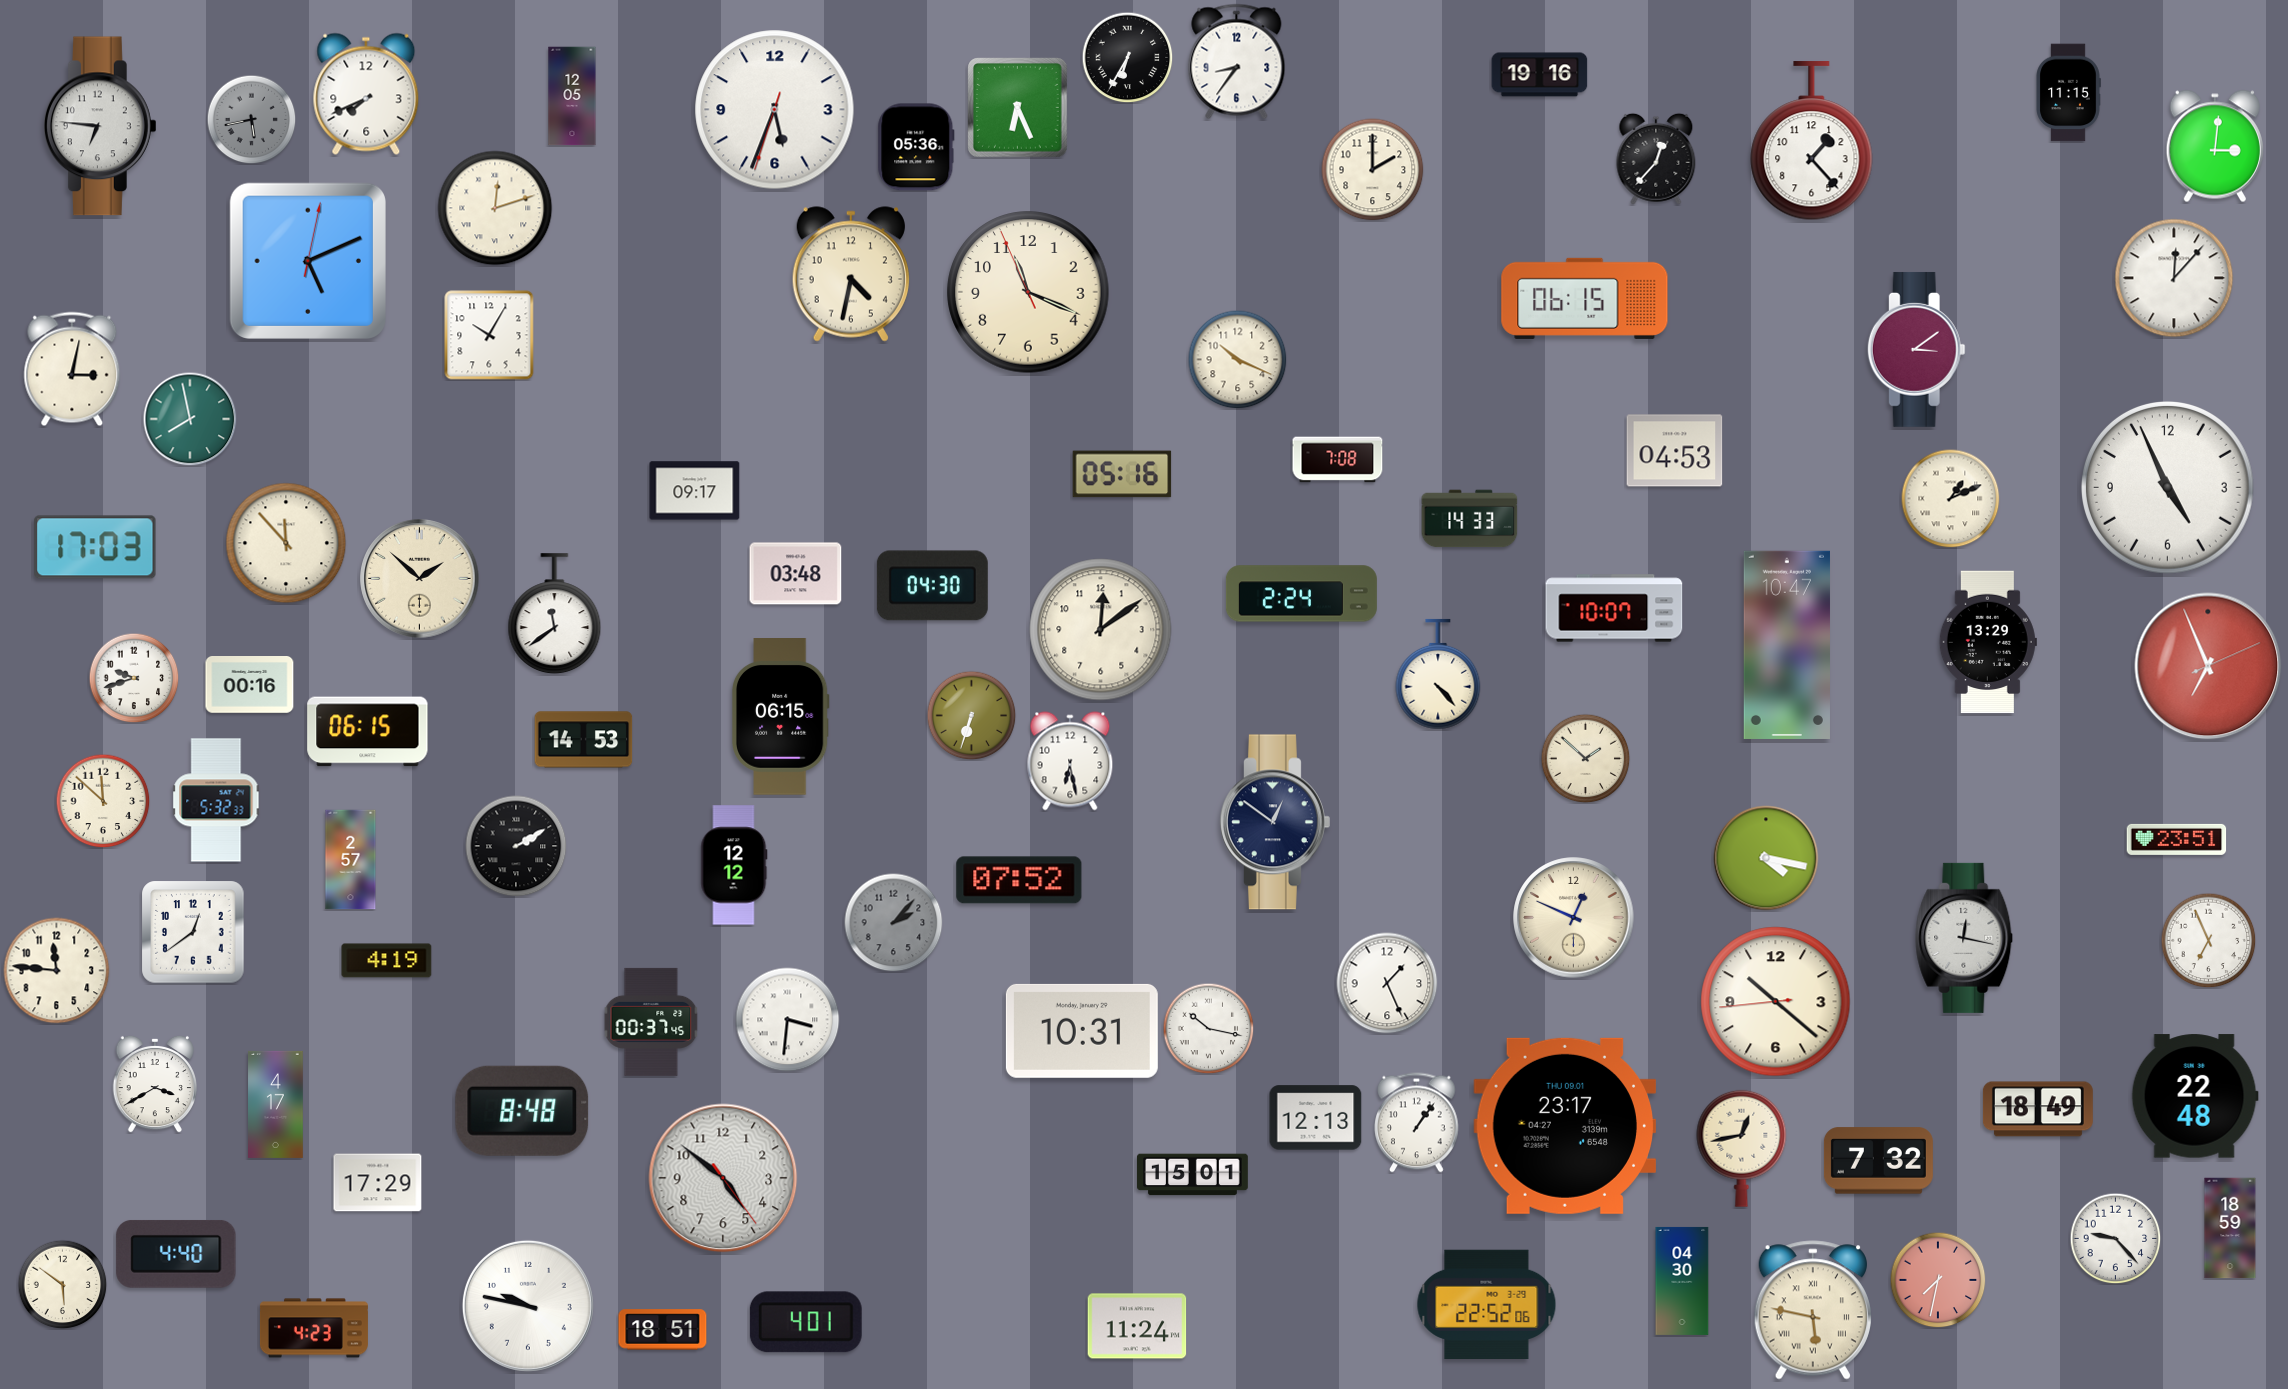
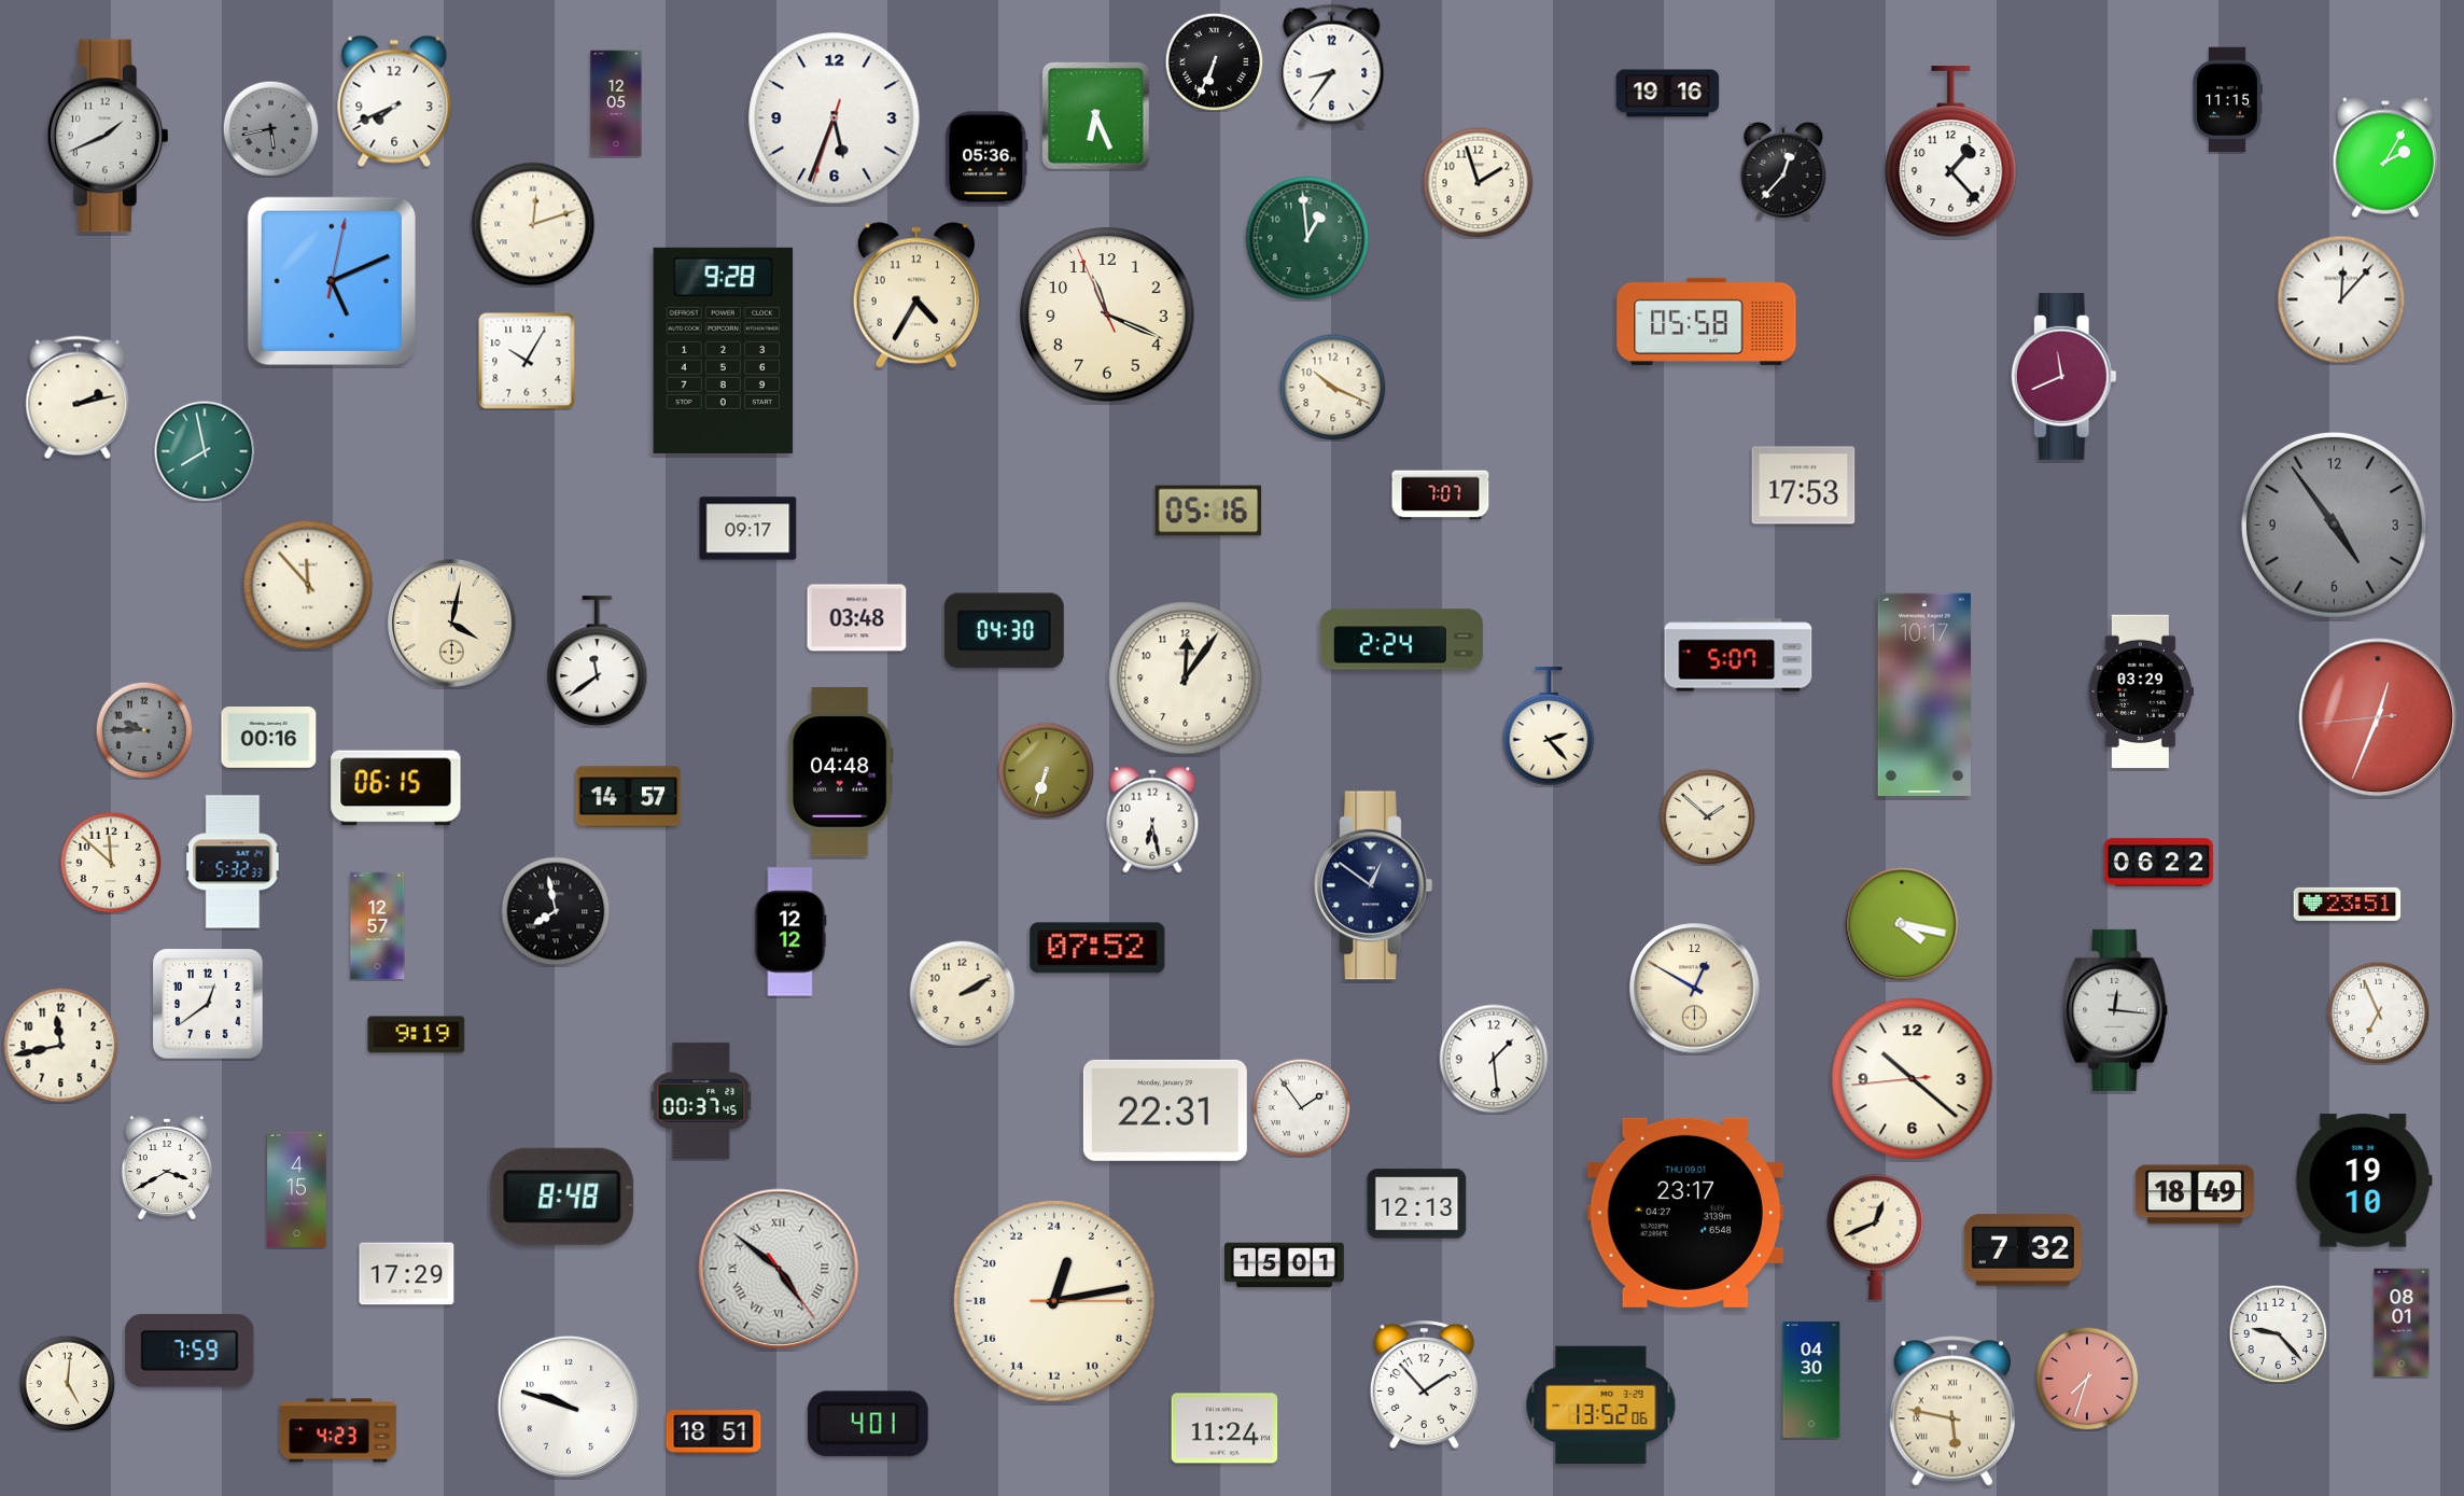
clock at (1127, 57): 6:35 -> 6:34
clock at (1540, 75) position: (1540, 75) -> (1668, 94)
clock at (101, 126): 6:46 -> 1:41
clock at (2215, 146): 3:01 -> 2:05
clock at (1373, 170): 2:00 -> 1:57
clock at (1307, 238): none -> 12:59
clock at (851, 274): 4:32 -> 4:35
clock at (1585, 298): 06:15 -> 05:58
clock at (724, 350): none -> 9:28
clock at (1916, 349): 3:09 -> 11:41
clock at (72, 369): 3:02 -> 2:13
clock at (1675, 451): 04:53 -> 17:53
clock at (1338, 460): 7:08 -> 7:07
clock at (2167, 487): 4:56 -> 4:54
clock at (2167, 487) dial: white -> grey
clock at (1951, 499): 1:11 -> none
clock at (1470, 519): 14:33 -> none
clock at (95, 547): 17:03 -> none
clock at (420, 579): 1:52 -> 4:02
clock at (1614, 608): 10:07 -> 5:07
clock at (1101, 630): 12:09 -> 12:06
clock at (1988, 642): 13:29 -> 03:29
clock at (1787, 645): 10:47 -> 10:17
clock at (2208, 666): 6:56 -> 12:33
clock at (1438, 674): 4:23 -> 2:23
clock at (134, 678): 9:42 -> 9:45
clock at (134, 678) dial: white -> grey
clock at (780, 717): 06:15 -> 04:48
clock at (584, 740): 14:53 -> 14:57
clock at (2159, 863): none -> 06:22
clock at (2177, 839) position: (2177, 839) -> (2348, 904)
clock at (516, 846): 2:10 -> 7:58
clock at (351, 860): 2:57 -> 12:57
clock at (1574, 918): 12:49 -> 12:50
clock at (894, 923): 2:07 -> 2:10
clock at (894, 923) dial: grey -> cream
clock at (1964, 938): 12:17 -> 12:16
clock at (387, 961): 4:19 -> 9:19
clock at (57, 971): 11:46 -> 11:43
clock at (1387, 983): 1:26 -> 1:29
clock at (788, 1020): 3:31 -> none
clock at (1208, 1028): 10:17 -> 1:54
clock at (1082, 1031): 10:31 -> 22:31
clock at (2195, 1096): 22:48 -> 19:10
clock at (276, 1104): 4:17 -> 4:15
clock at (1417, 1123): 1:06 -> none
clock at (1742, 1148): 12:43 -> 12:41
clock at (723, 1178) numerals: Arabic -> Roman
clock at (1054, 1301): none -> 1:13
clock at (2230, 1228): 18:59 -> 08:01
clock at (176, 1254): 4:40 -> 7:59
clock at (1938, 1280): 7:32 -> 7:33
clock at (62, 1284): 5:51 -> 5:01
clock at (1424, 1384): none -> 1:53
clock at (1487, 1305): 22:52 -> 13:52
clock at (528, 1306): 9:47 -> 9:48
